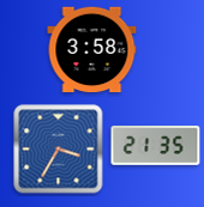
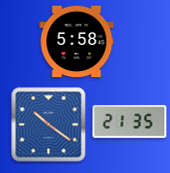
clock at (92, 50): 3:58 -> 5:58
clock at (59, 150): 3:35 -> 10:21
